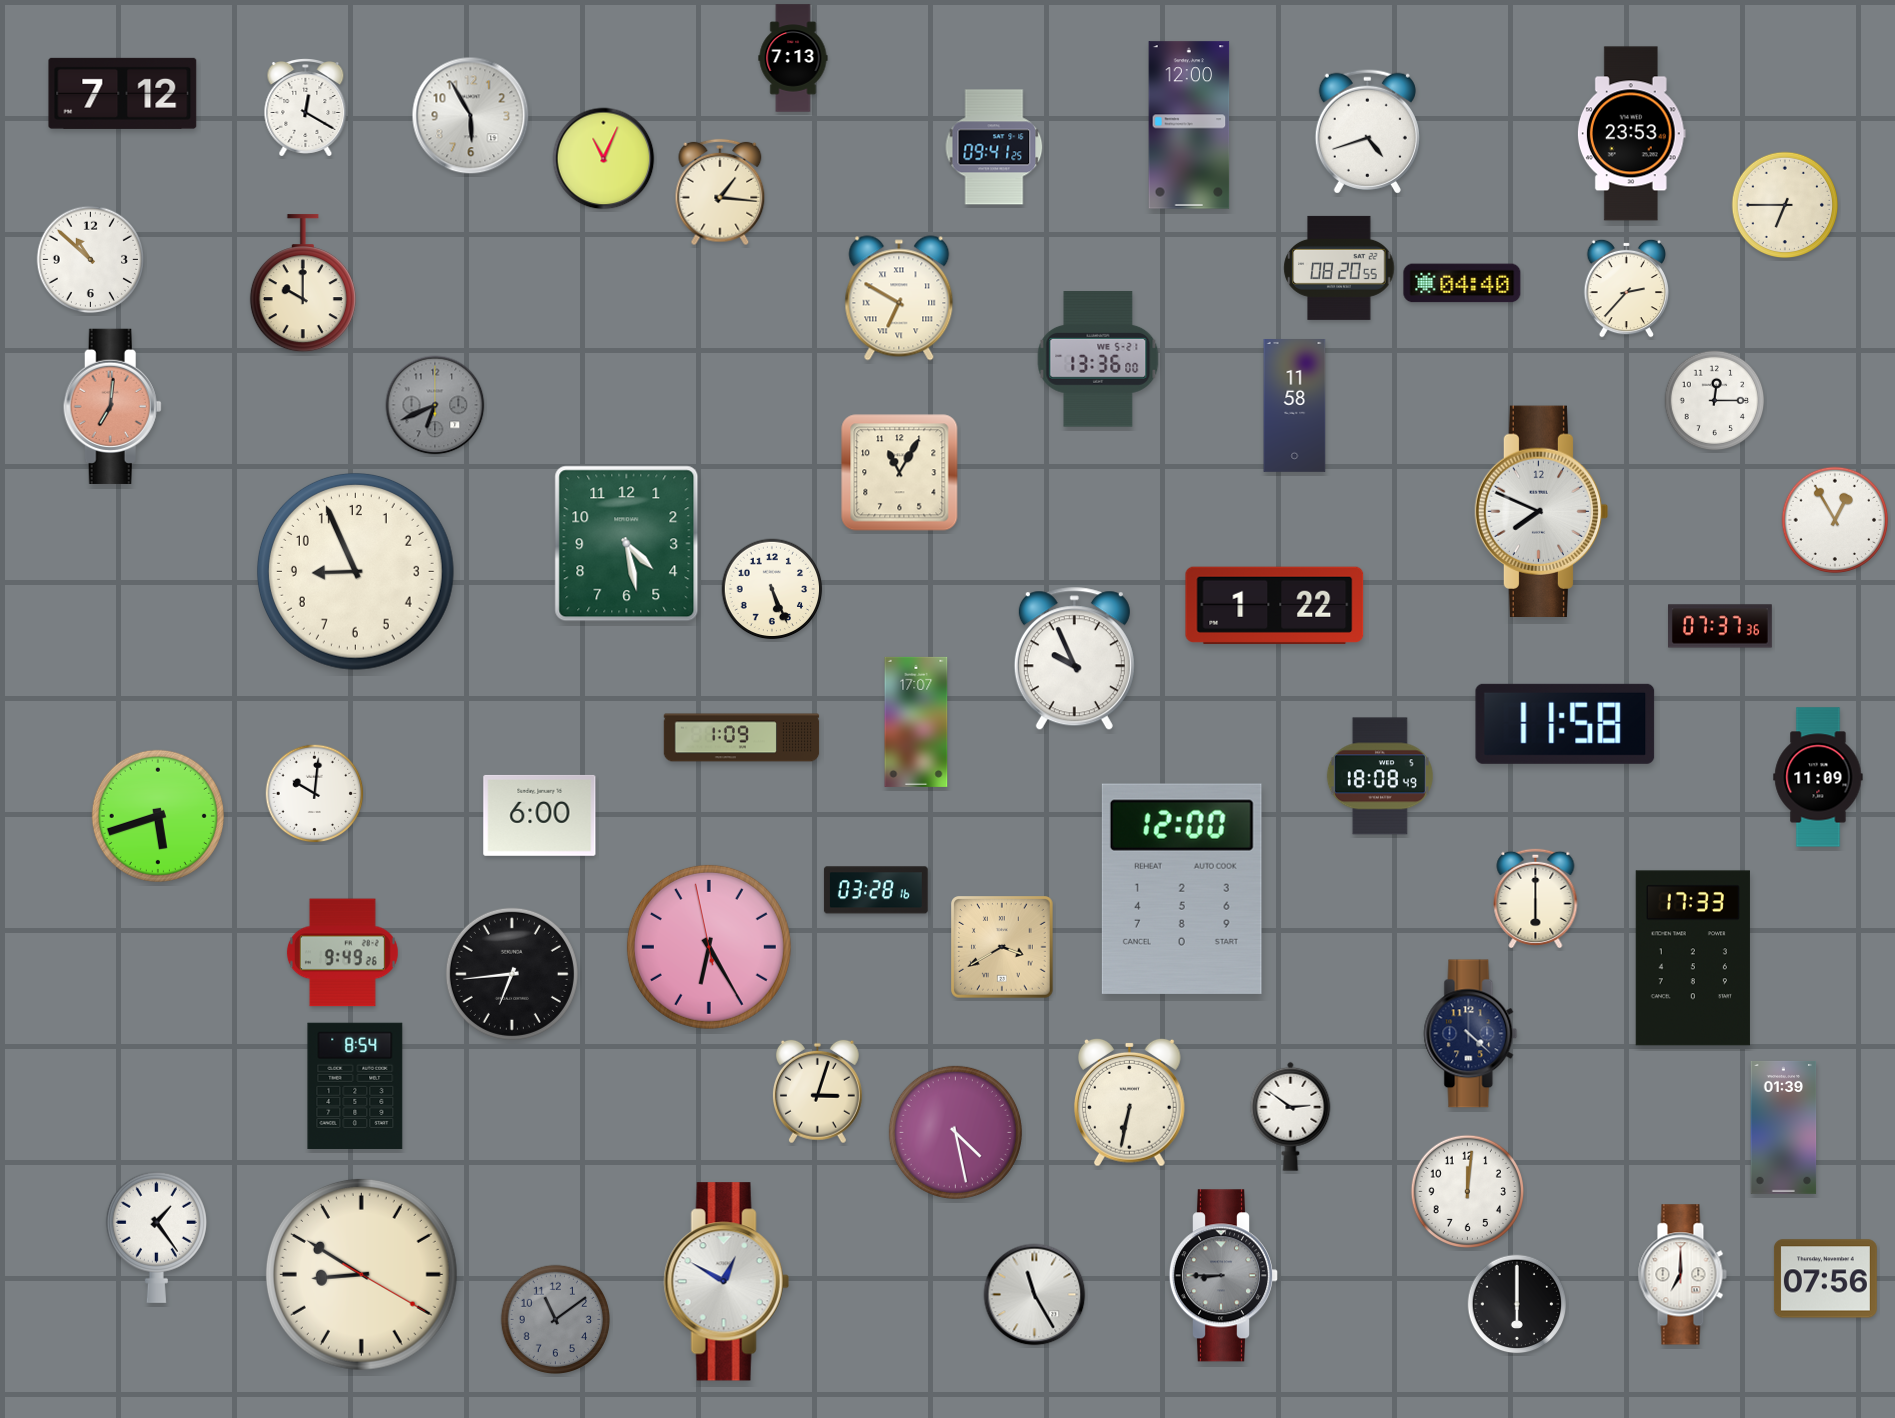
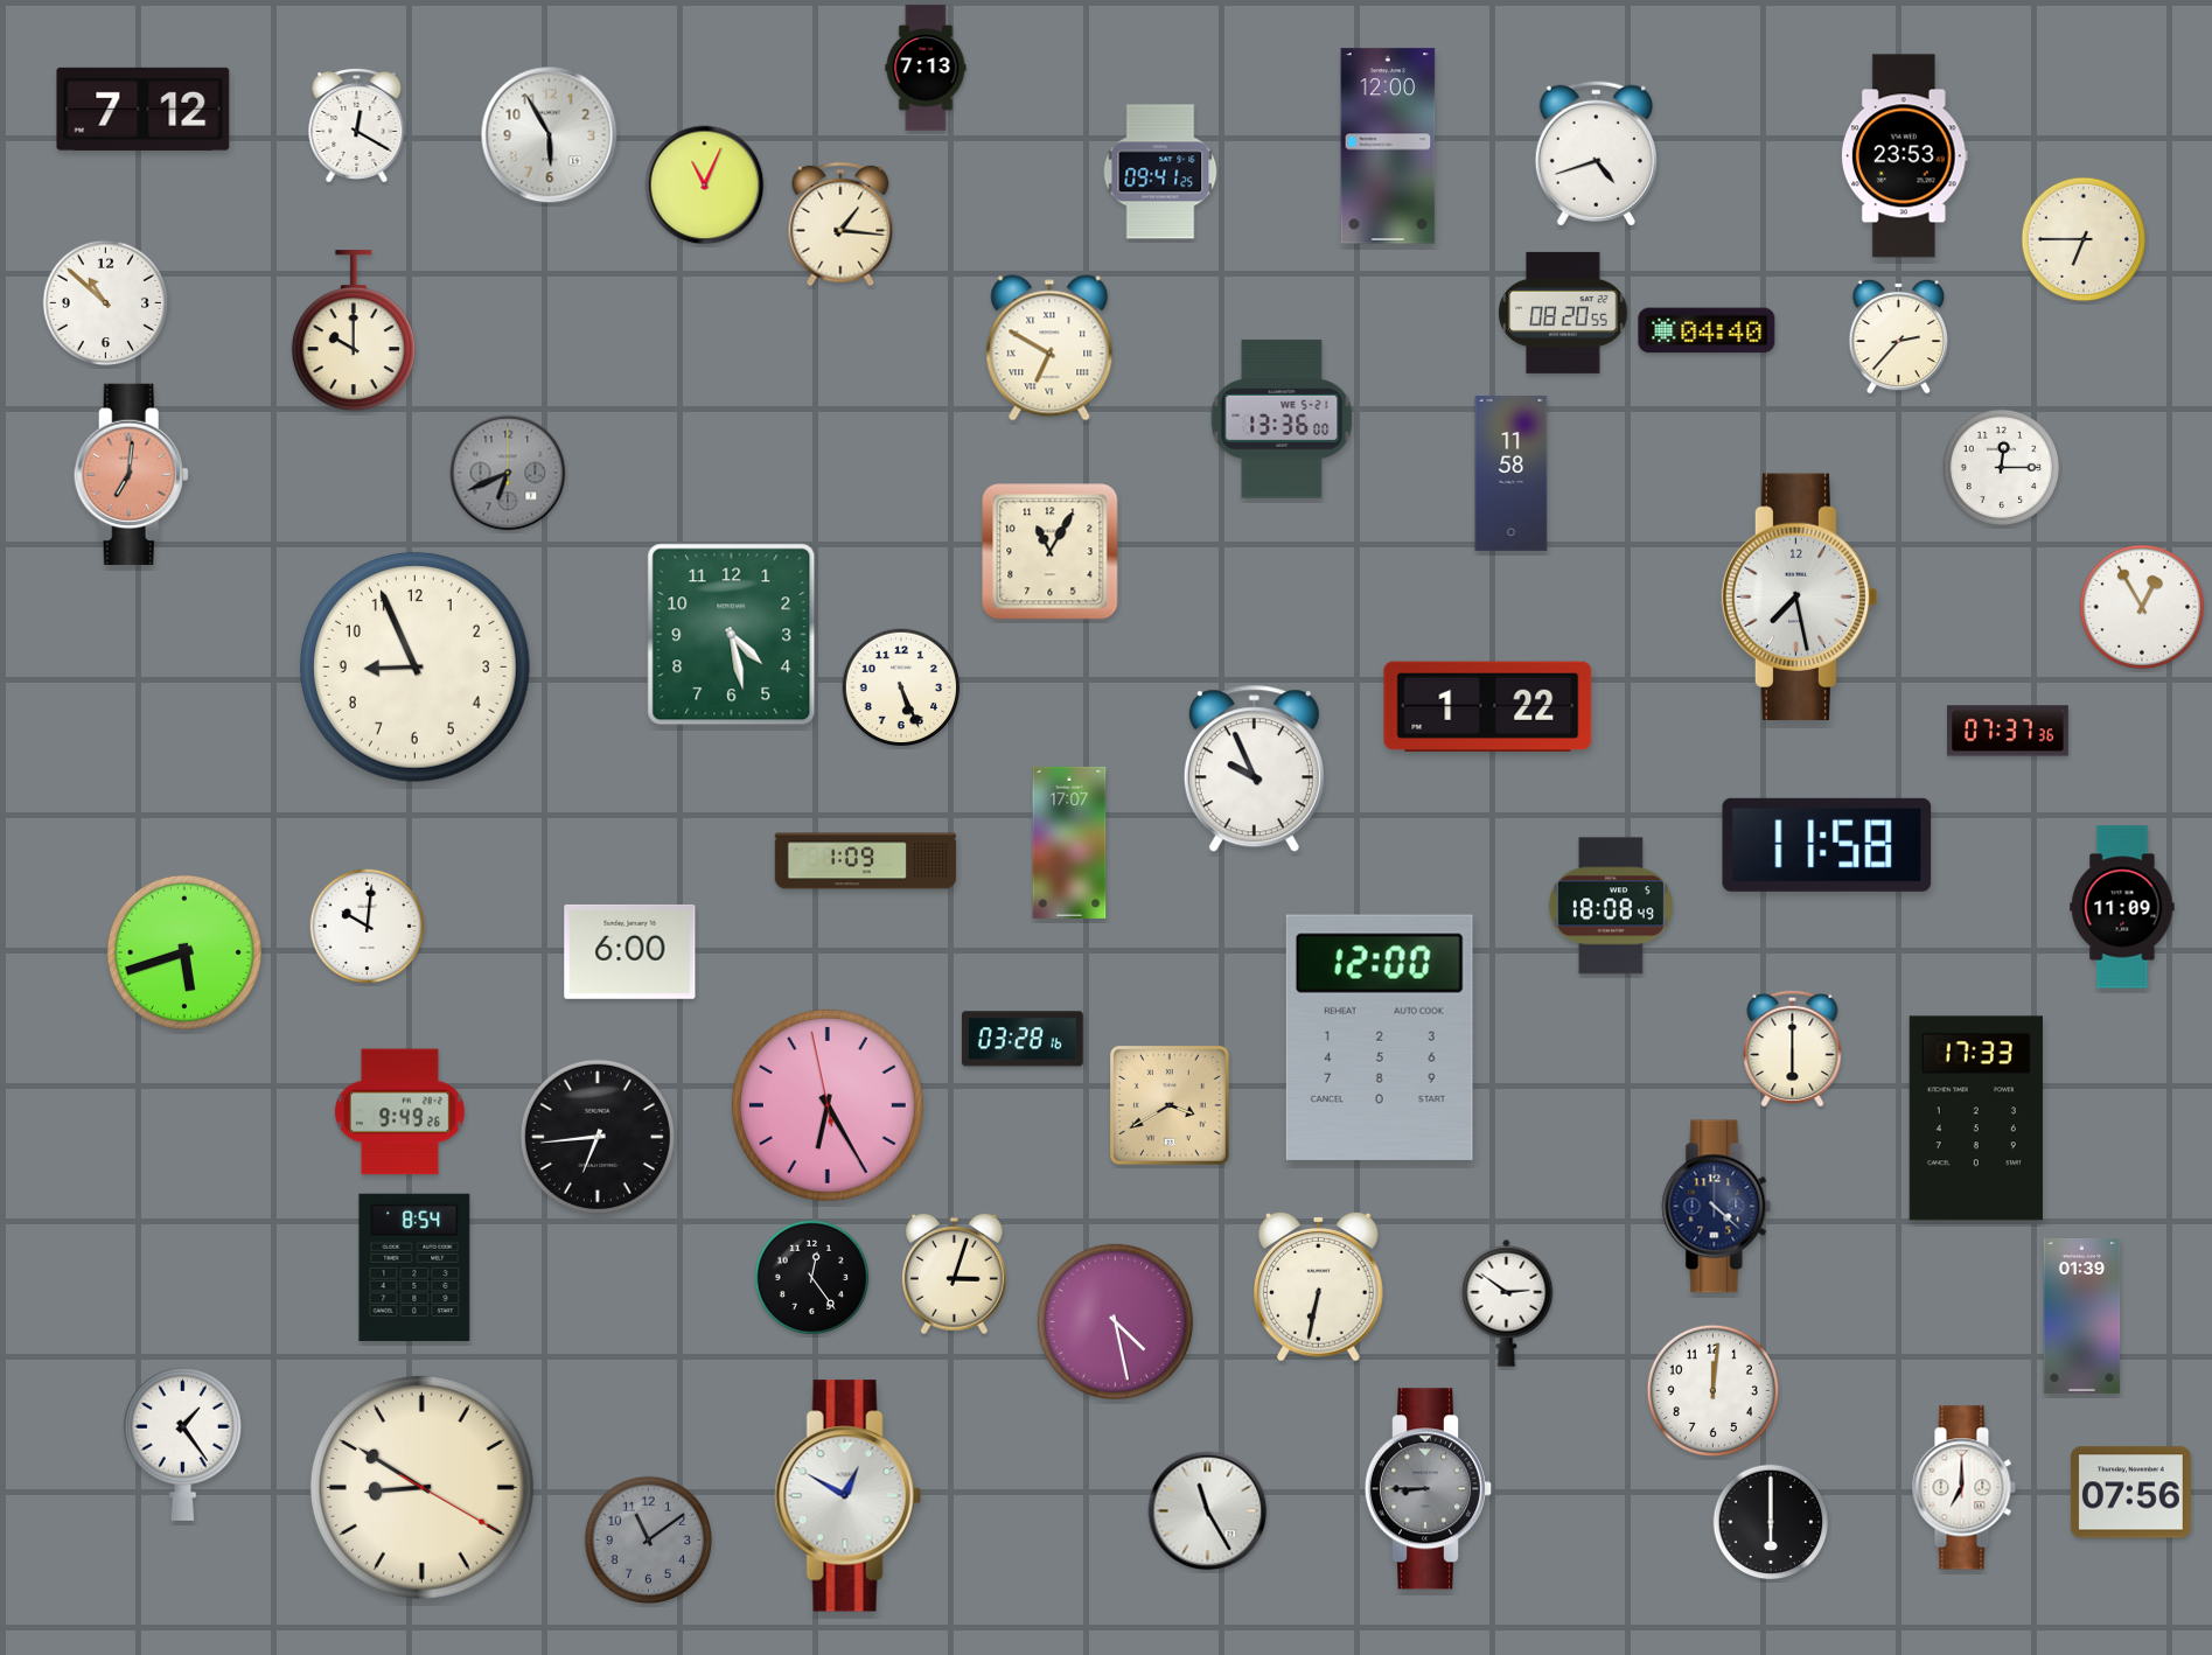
clock at (1542, 511): 7:49 -> 7:28
clock at (812, 1278): none -> 12:24
